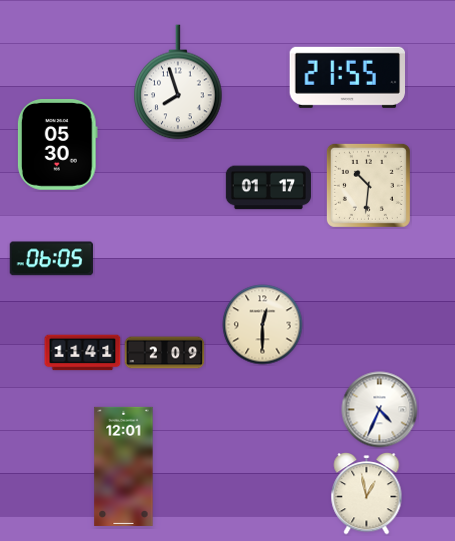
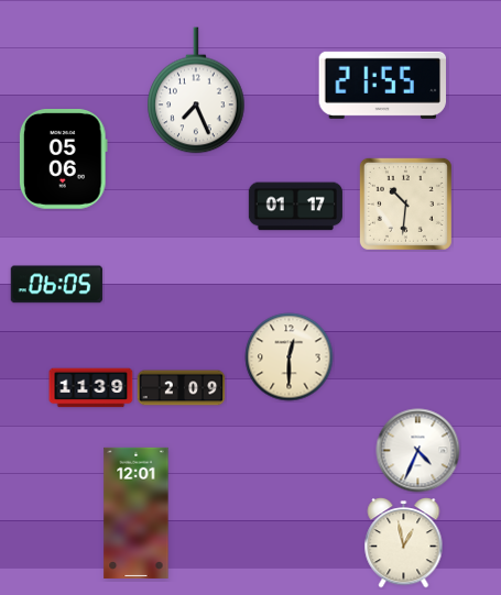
clock at (178, 82): 7:57 -> 7:26
clock at (57, 145): 05:30 -> 05:06
clock at (83, 353): 11:41 -> 11:39
